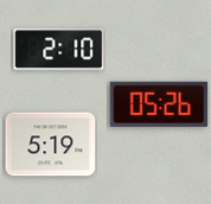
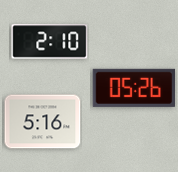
clock at (51, 145): 5:19 -> 5:16
